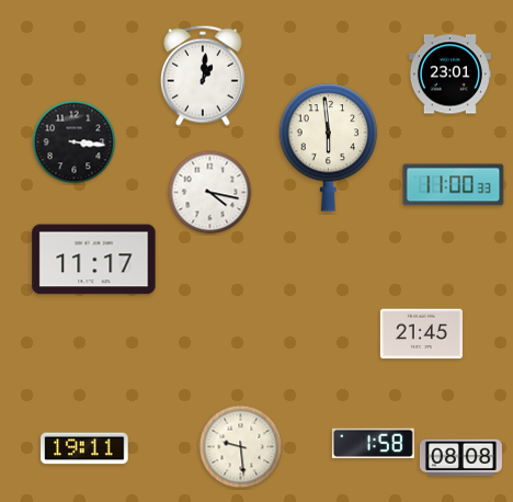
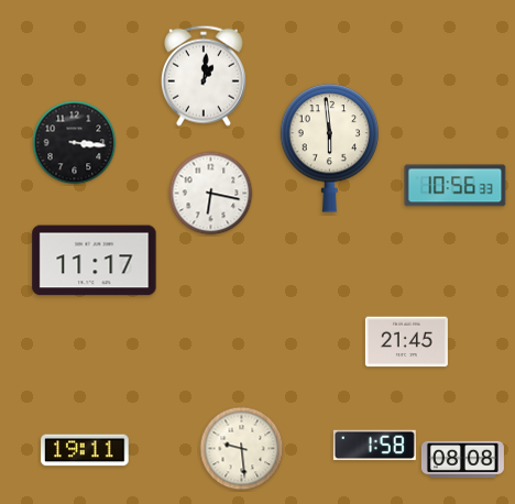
clock at (449, 75): 23:01 -> none
clock at (454, 185): 11:00 -> 10:56
clock at (210, 193): 4:17 -> 6:17
clock at (421, 334) position: (421, 334) -> (406, 342)
